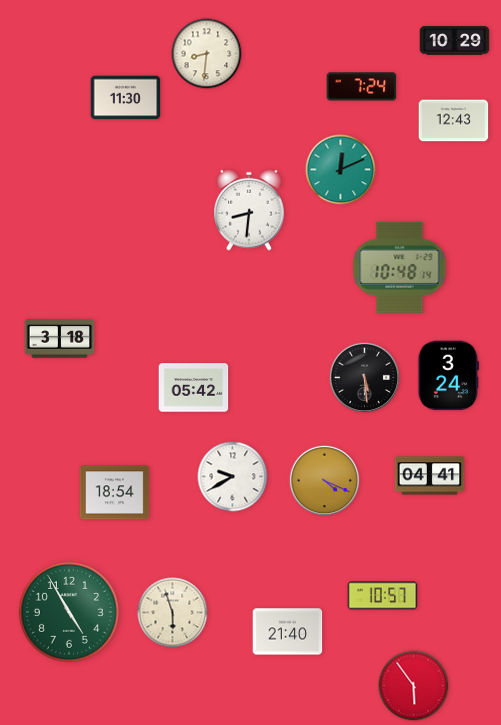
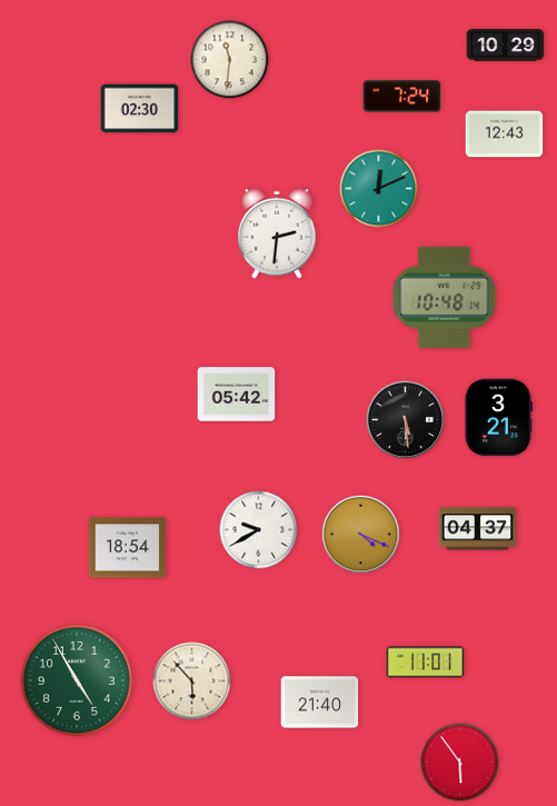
clock at (207, 54): 8:31 -> 11:31
clock at (126, 98): 11:30 -> 02:30
clock at (249, 210): 8:31 -> 2:31
clock at (60, 339): 3:18 -> none
clock at (448, 376): 3:24 -> 3:21
clock at (194, 388) position: (194, 388) -> (237, 395)
clock at (430, 476): 04:41 -> 04:37
clock at (383, 596): 10:57 -> 11:01
clock at (173, 613): 5:57 -> 5:53
